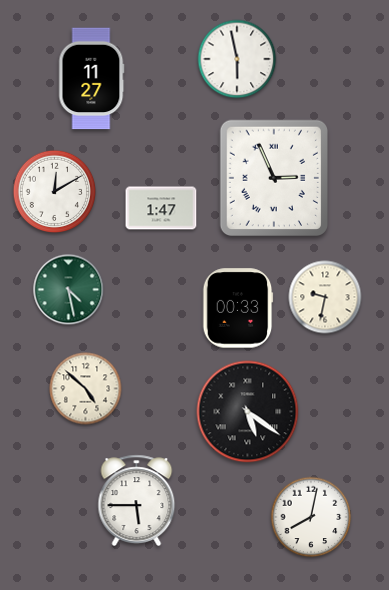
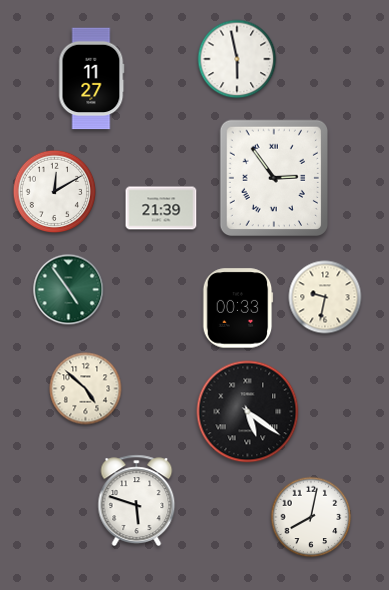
clock at (273, 177): 2:56 -> 2:54
clock at (161, 208): 1:47 -> 21:39
clock at (69, 290): 4:28 -> 4:54
clock at (137, 500): 5:45 -> 5:48
